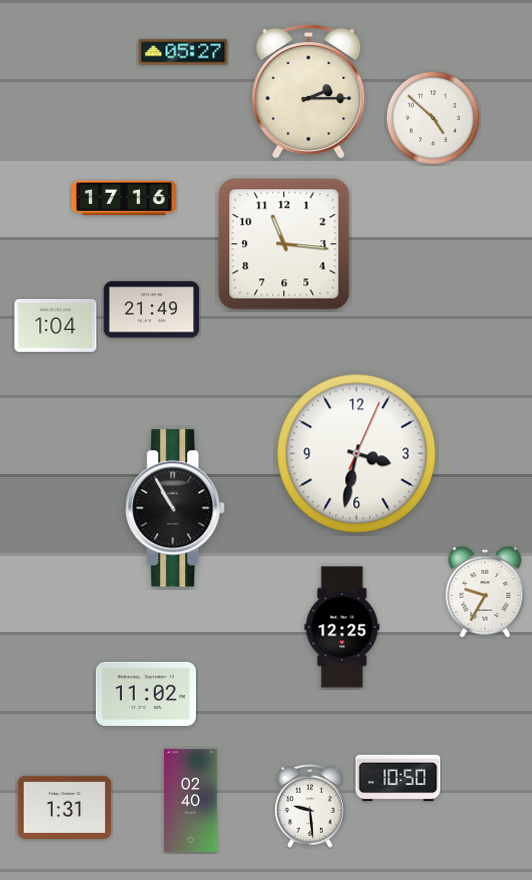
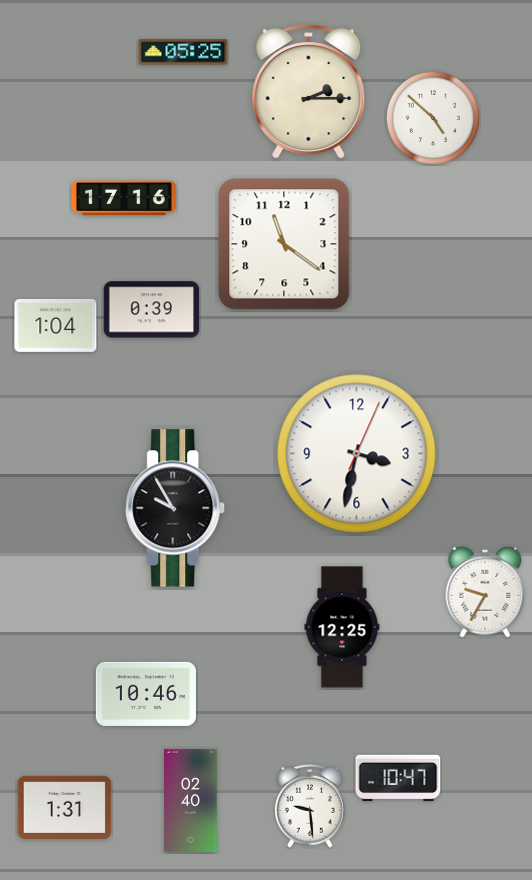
clock at (183, 52): 05:27 -> 05:25
clock at (284, 244): 11:16 -> 11:21
clock at (152, 310): 21:49 -> 0:39
clock at (176, 508): 10:55 -> 9:55
clock at (146, 694): 11:02 -> 10:46
clock at (398, 778): 10:50 -> 10:47
